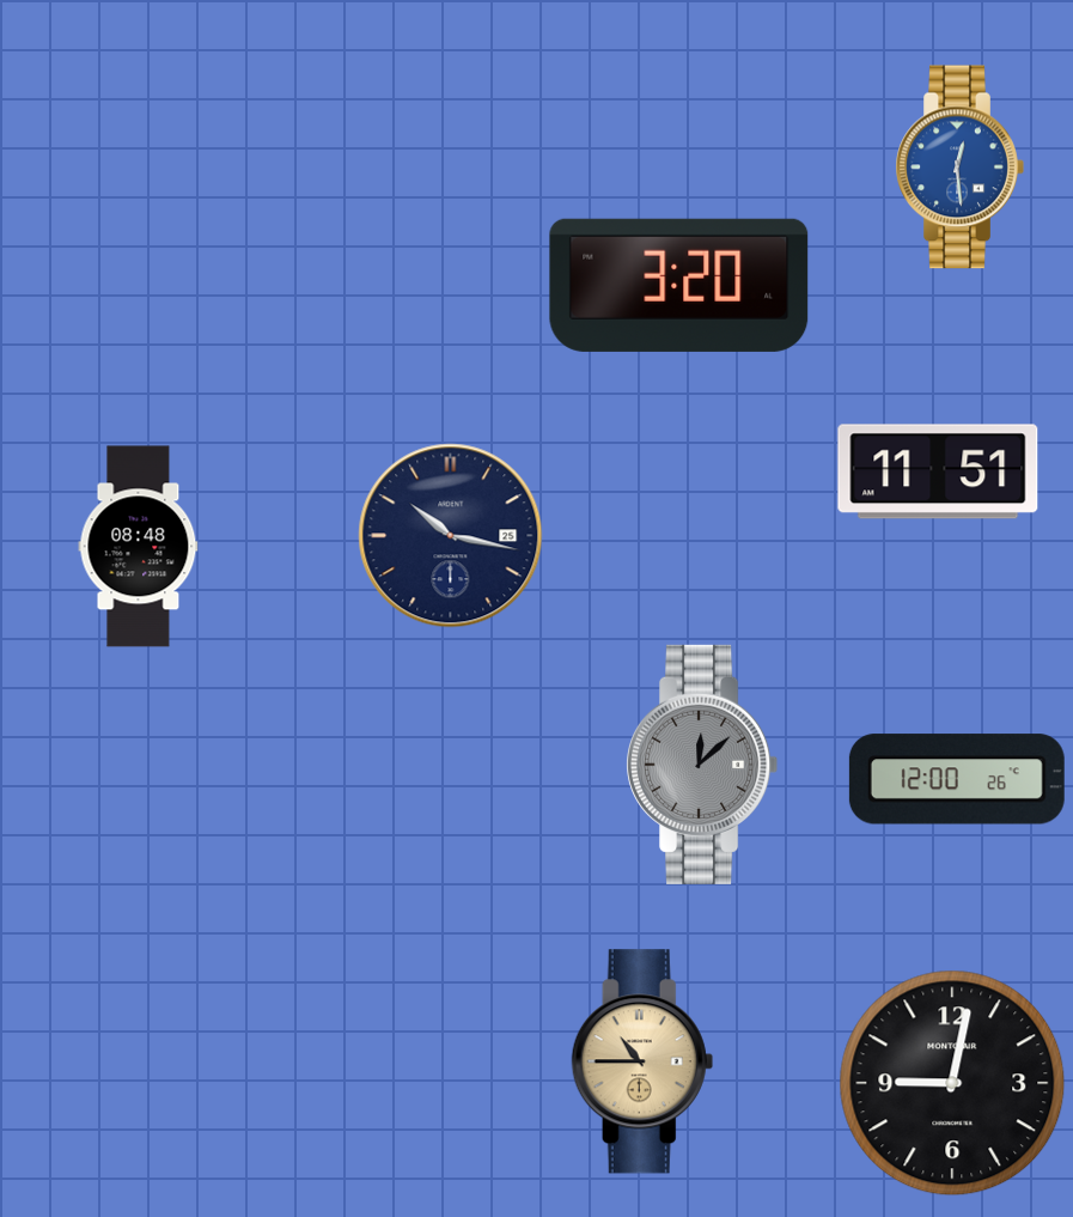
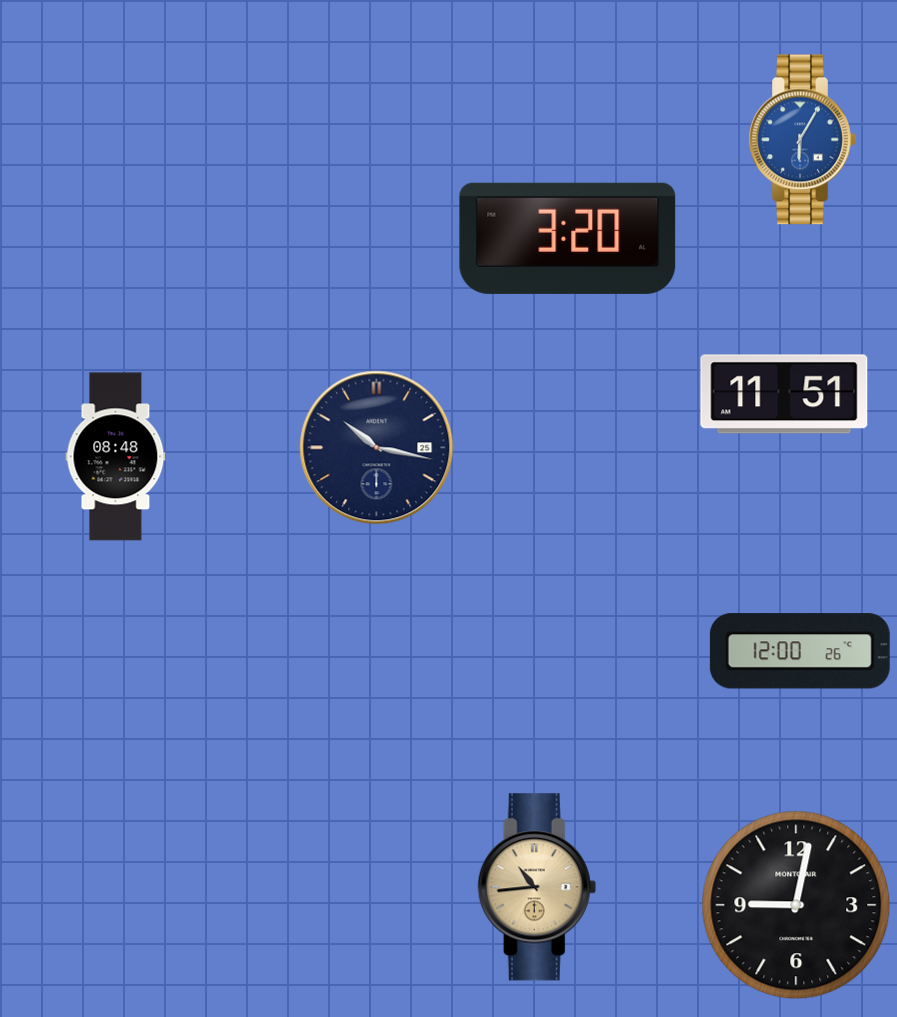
clock at (959, 168): 12:29 -> 6:05
clock at (702, 765): 12:08 -> none
clock at (642, 1061): 10:45 -> 10:44
